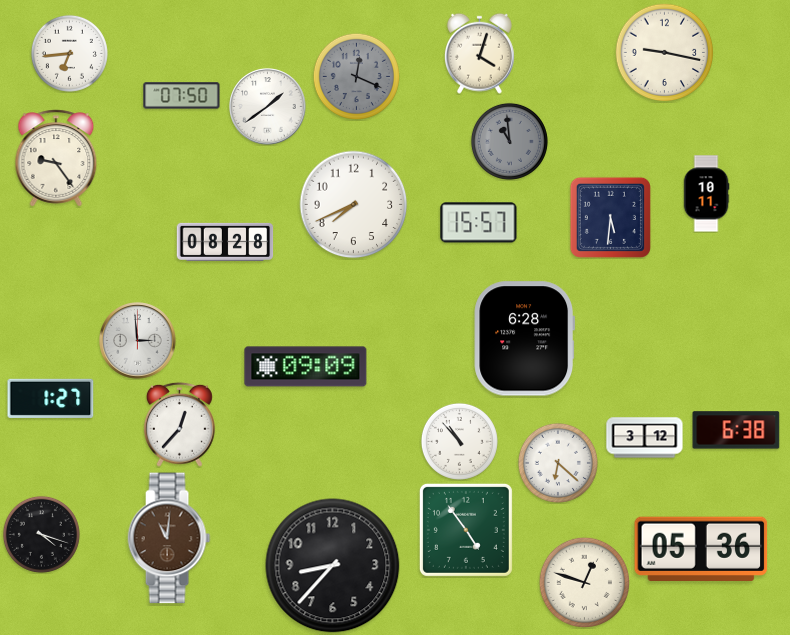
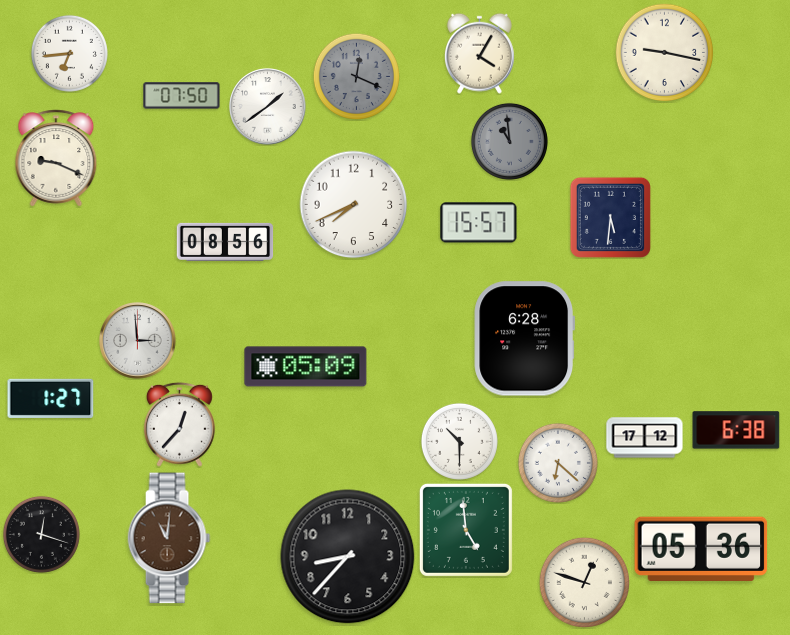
clock at (479, 53): 4:03 -> 4:05
clock at (56, 158): 9:24 -> 9:19
clock at (706, 194): 10:11 -> none
clock at (225, 242): 08:28 -> 08:56
clock at (306, 367): 09:09 -> 05:09
clock at (645, 438): 3:12 -> 17:12
clock at (459, 441): 10:53 -> 10:30
clock at (466, 530): 4:54 -> 4:59
clock at (41, 534): 4:18 -> 12:18
clock at (333, 566) position: (333, 566) -> (348, 557)
